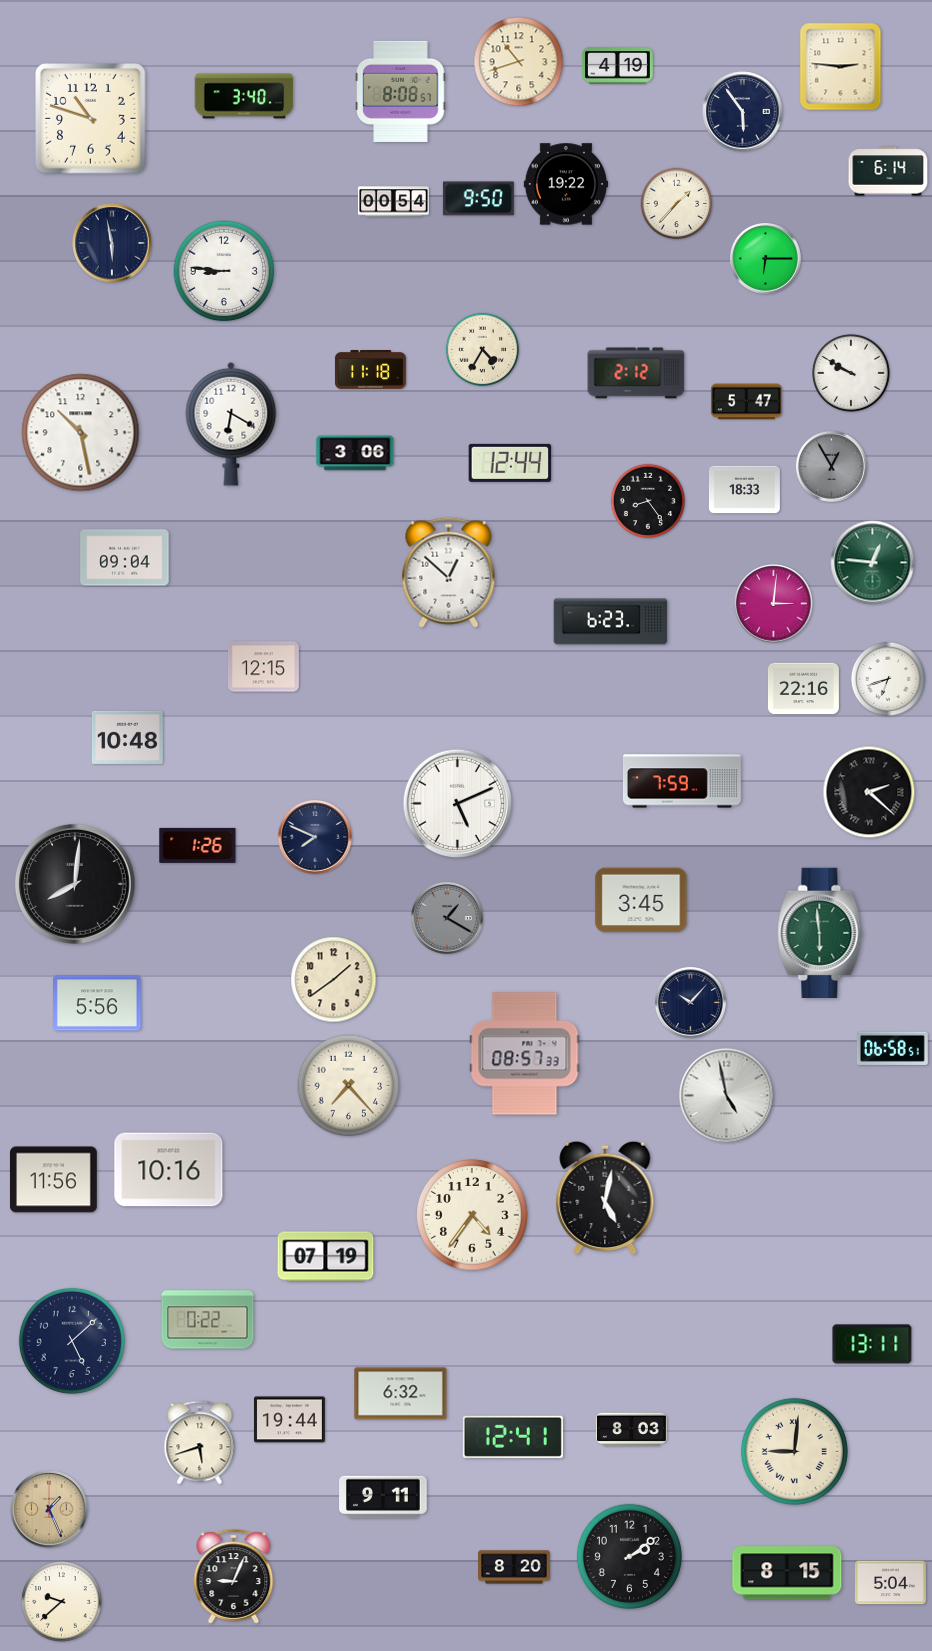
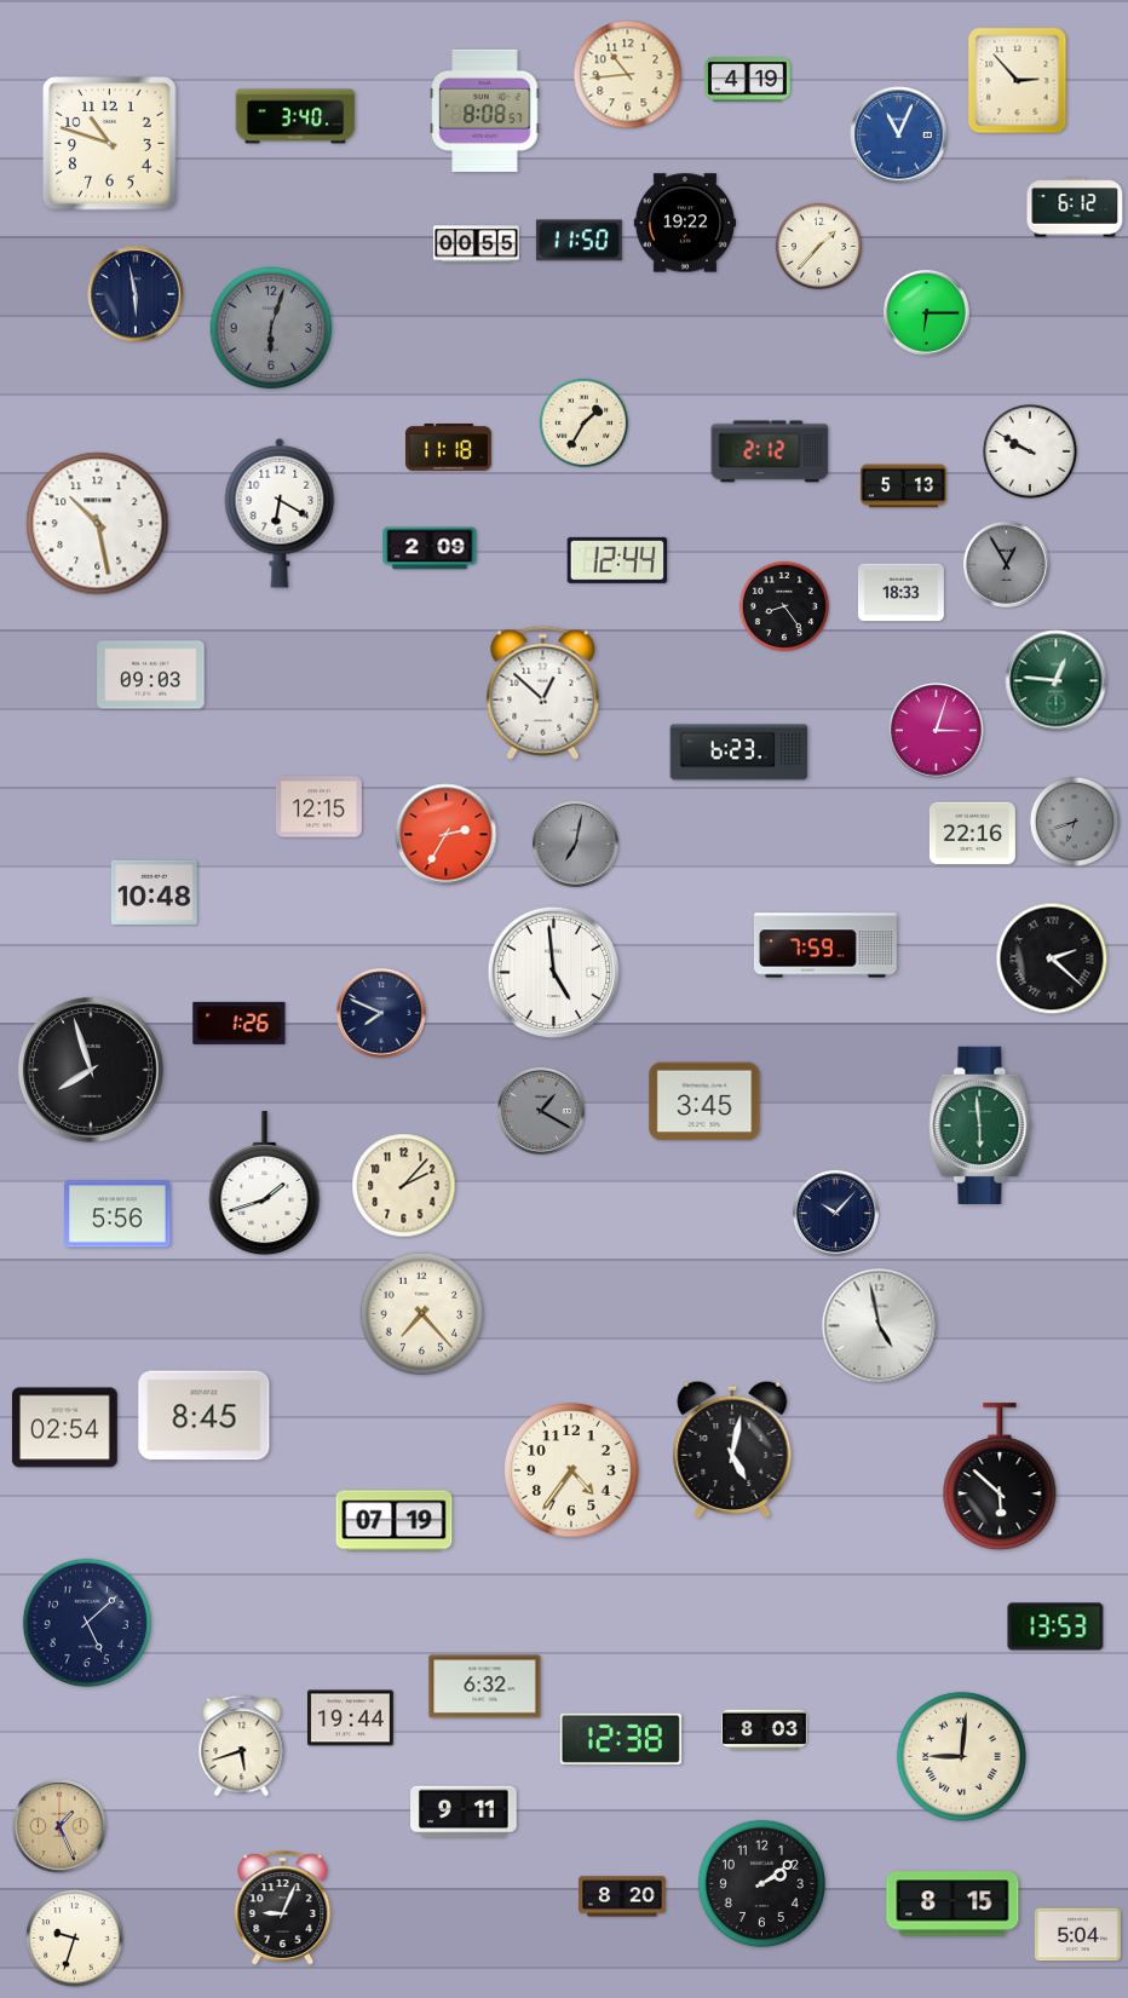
clock at (519, 62): 10:42 -> 10:44
clock at (841, 67): 2:46 -> 2:53
clock at (743, 112): 5:54 -> 11:04
clock at (743, 112) dial: navy -> blue
clock at (888, 171): 6:14 -> 6:12
clock at (478, 199): 9:50 -> 11:50
clock at (393, 202): 00:54 -> 00:55
clock at (224, 271): 8:46 -> 6:03
clock at (224, 271) dial: white -> grey
clock at (483, 350): 4:35 -> 1:35
clock at (746, 402): 5:47 -> 5:13
clock at (355, 453): 3:06 -> 2:09
clock at (125, 558): 09:04 -> 09:03
clock at (774, 604): 3:01 -> 3:03
clock at (887, 678) dial: white -> grey
clock at (447, 835): none -> 2:35
clock at (575, 843): none -> 7:02
clock at (458, 804): 5:11 -> 4:59
clock at (75, 884): 8:01 -> 7:57
clock at (641, 900) position: (641, 900) -> (704, 1101)
clock at (820, 932) position: (820, 932) -> (980, 1124)
clock at (265, 1185): none -> 1:42
clock at (334, 980): 1:39 -> 2:07
clock at (892, 1048): 06:58 -> none
clock at (525, 1054): 08:57 -> none
clock at (169, 1170): 10:16 -> 8:45
clock at (53, 1180): 11:56 -> 02:54
clock at (1000, 1478): none -> 5:52
clock at (208, 1320): 0:22 -> none
clock at (872, 1344): 13:11 -> 13:53
clock at (513, 1437): 12:41 -> 12:38
clock at (890, 1583) position: (890, 1583) -> (1077, 1935)
clock at (62, 1602): 9:38 -> 9:33
